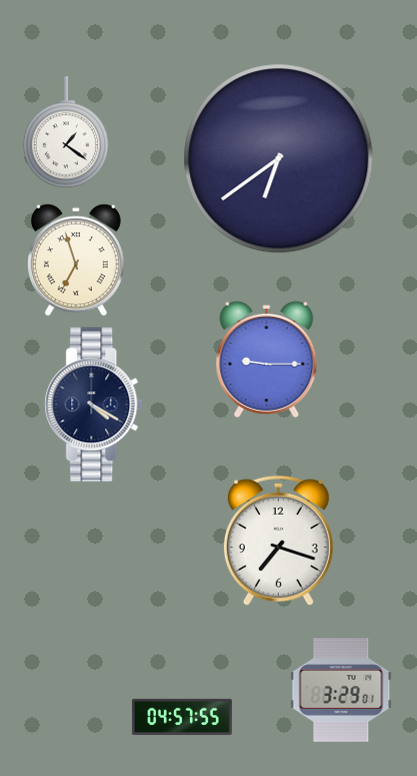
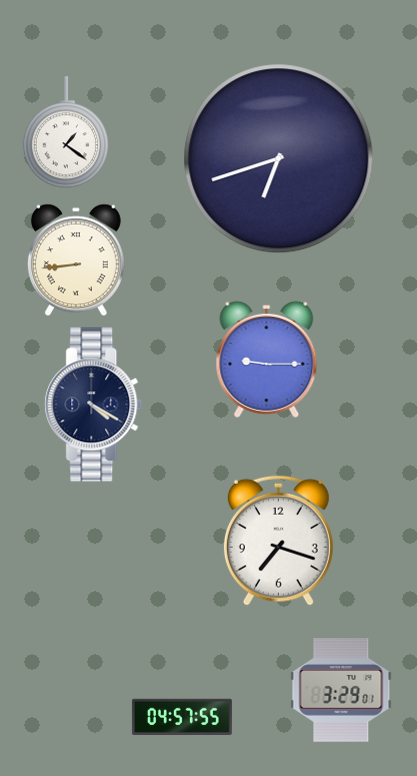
clock at (279, 159): 6:39 -> 6:42
clock at (76, 260): 6:57 -> 8:44
